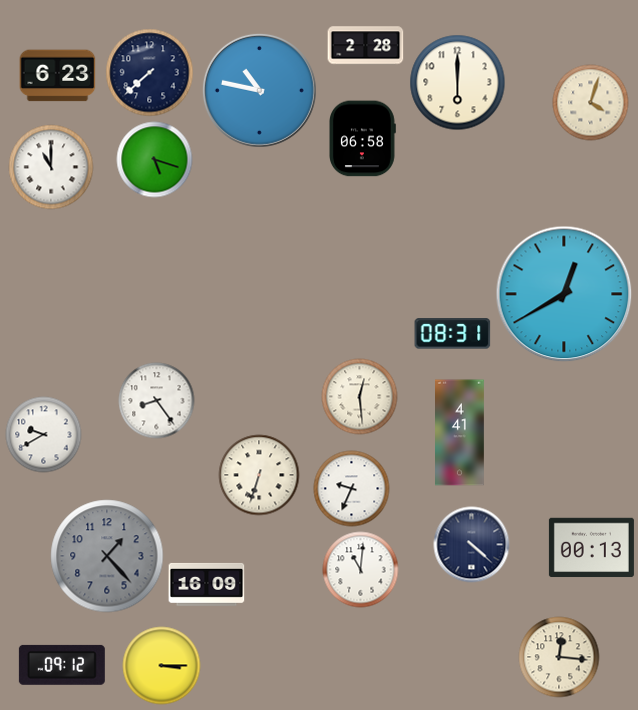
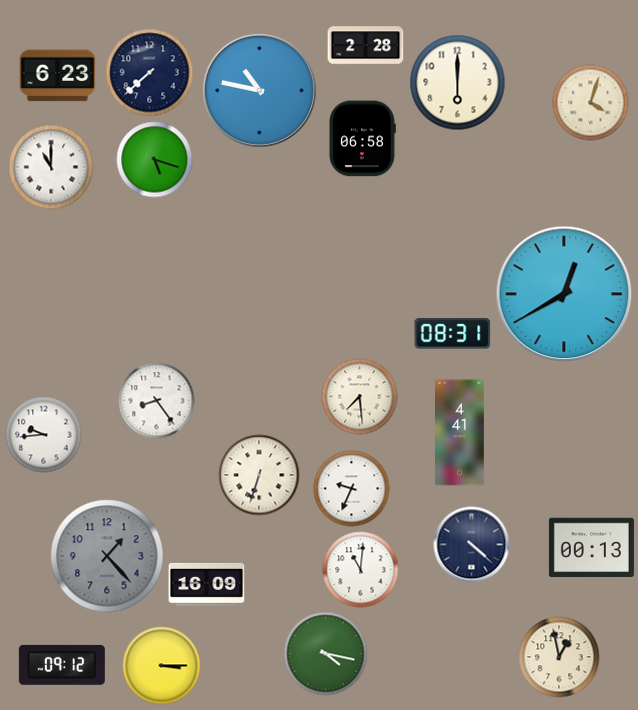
clock at (360, 397): 12:29 -> 7:29
clock at (44, 435): 9:40 -> 9:44
clock at (326, 654): none -> 4:17
clock at (559, 657): 12:16 -> 12:58
